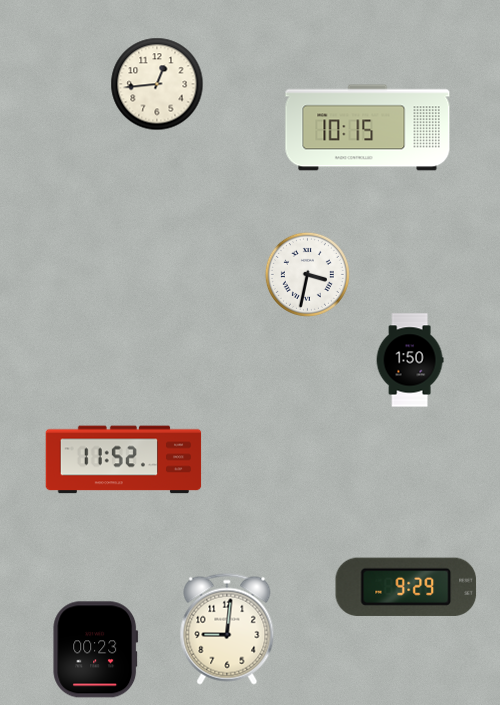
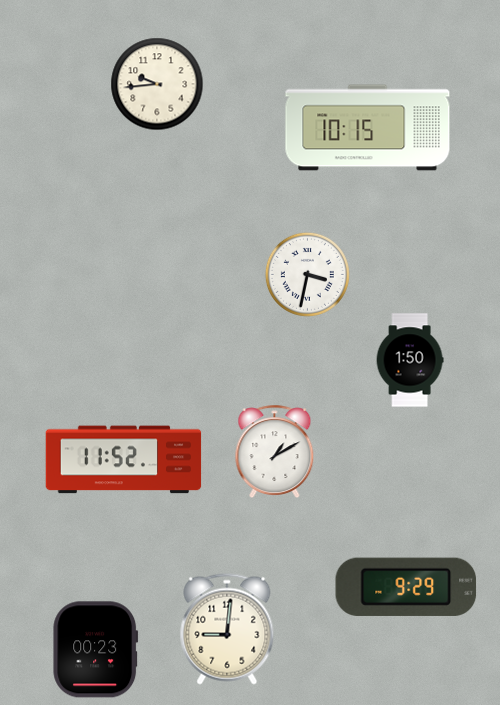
clock at (157, 84): 12:44 -> 9:44
clock at (275, 451): none -> 1:10
